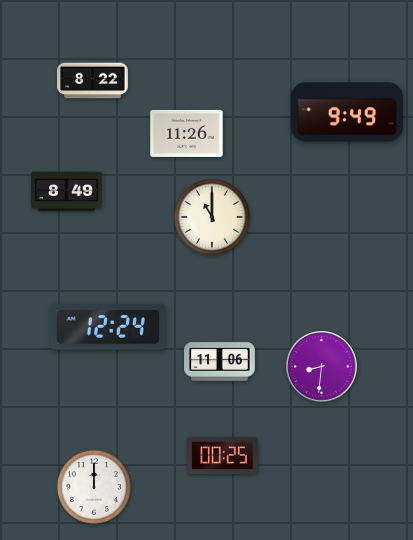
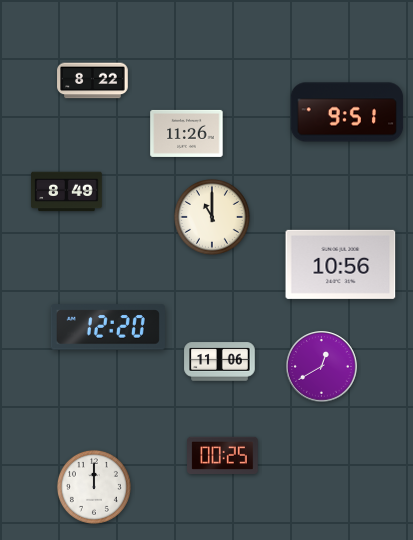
clock at (347, 112): 9:49 -> 9:51
clock at (341, 264): none -> 10:56
clock at (108, 327): 12:24 -> 12:20
clock at (322, 367): 8:31 -> 12:40
